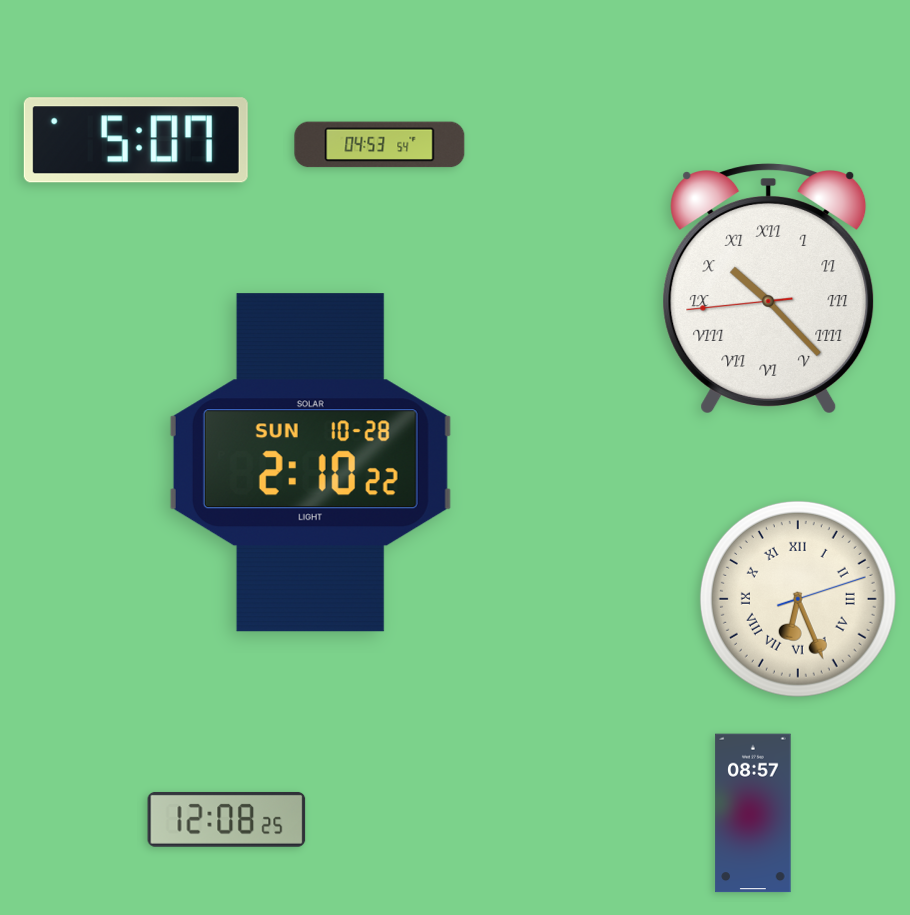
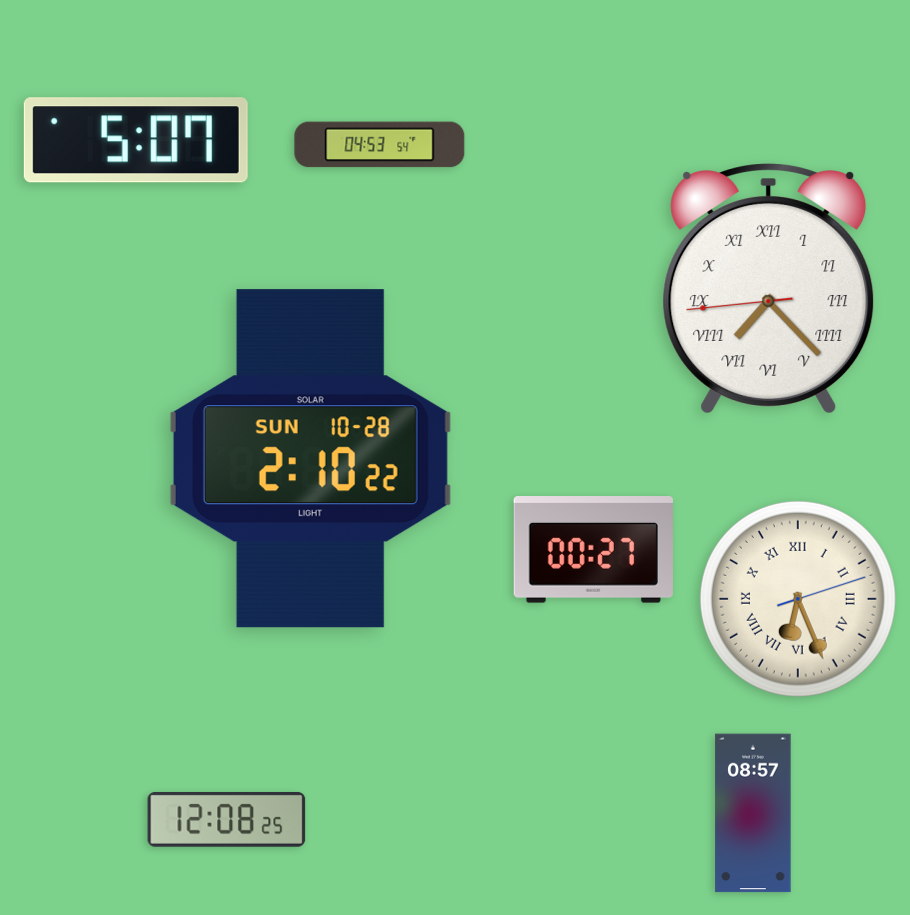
clock at (769, 289): 10:22 -> 7:22
clock at (310, 463) position: (310, 463) -> (310, 459)
clock at (593, 550): none -> 00:27
